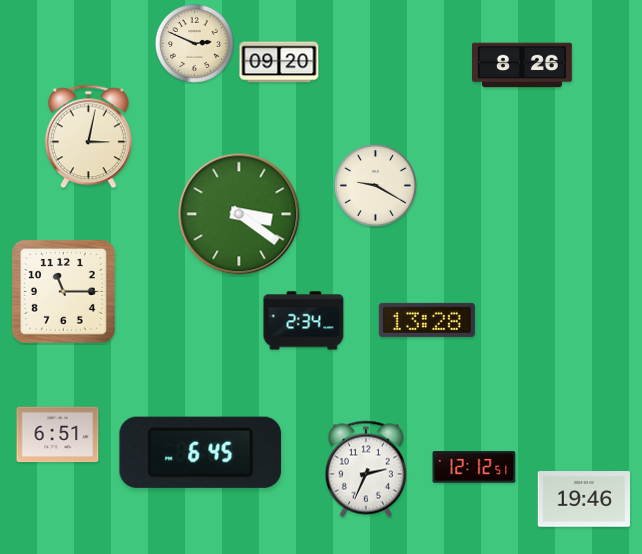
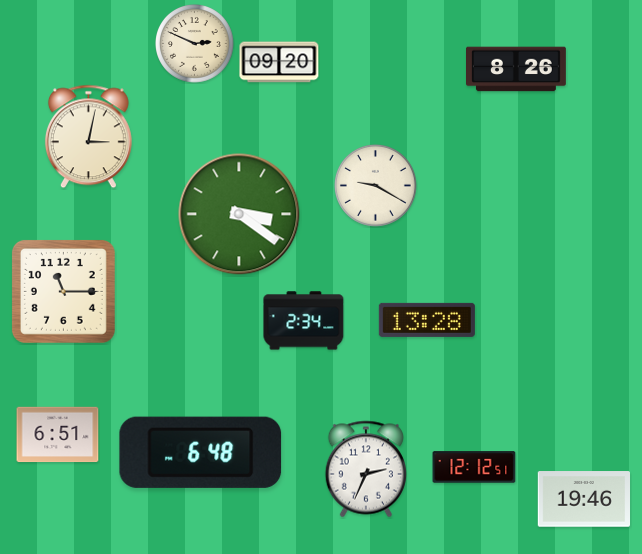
clock at (523, 65) position: (523, 65) -> (517, 69)
clock at (201, 452): 6:45 -> 6:48
